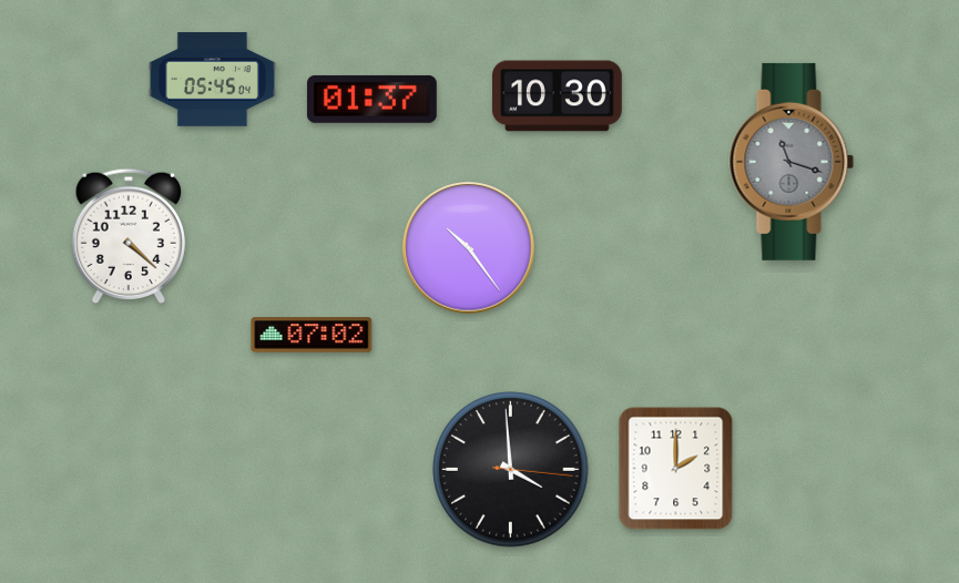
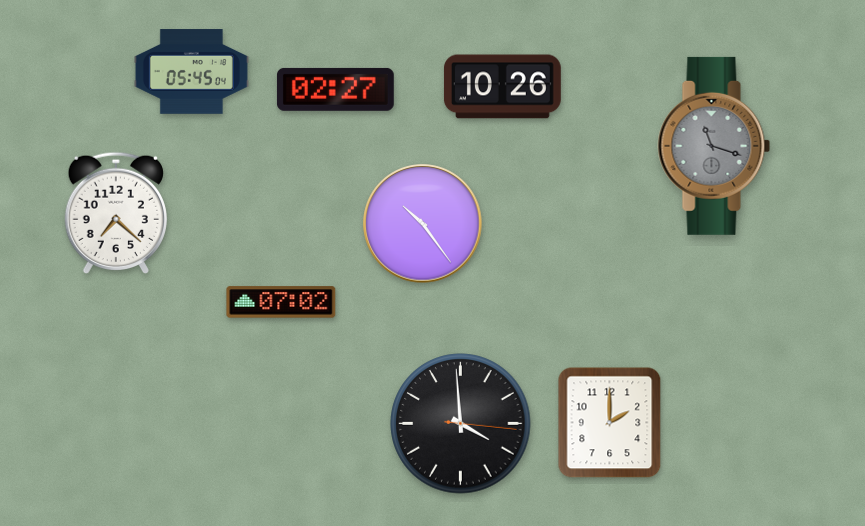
clock at (557, 96): 10:30 -> 10:26
clock at (371, 99): 01:37 -> 02:27
clock at (129, 235): 4:22 -> 7:22
